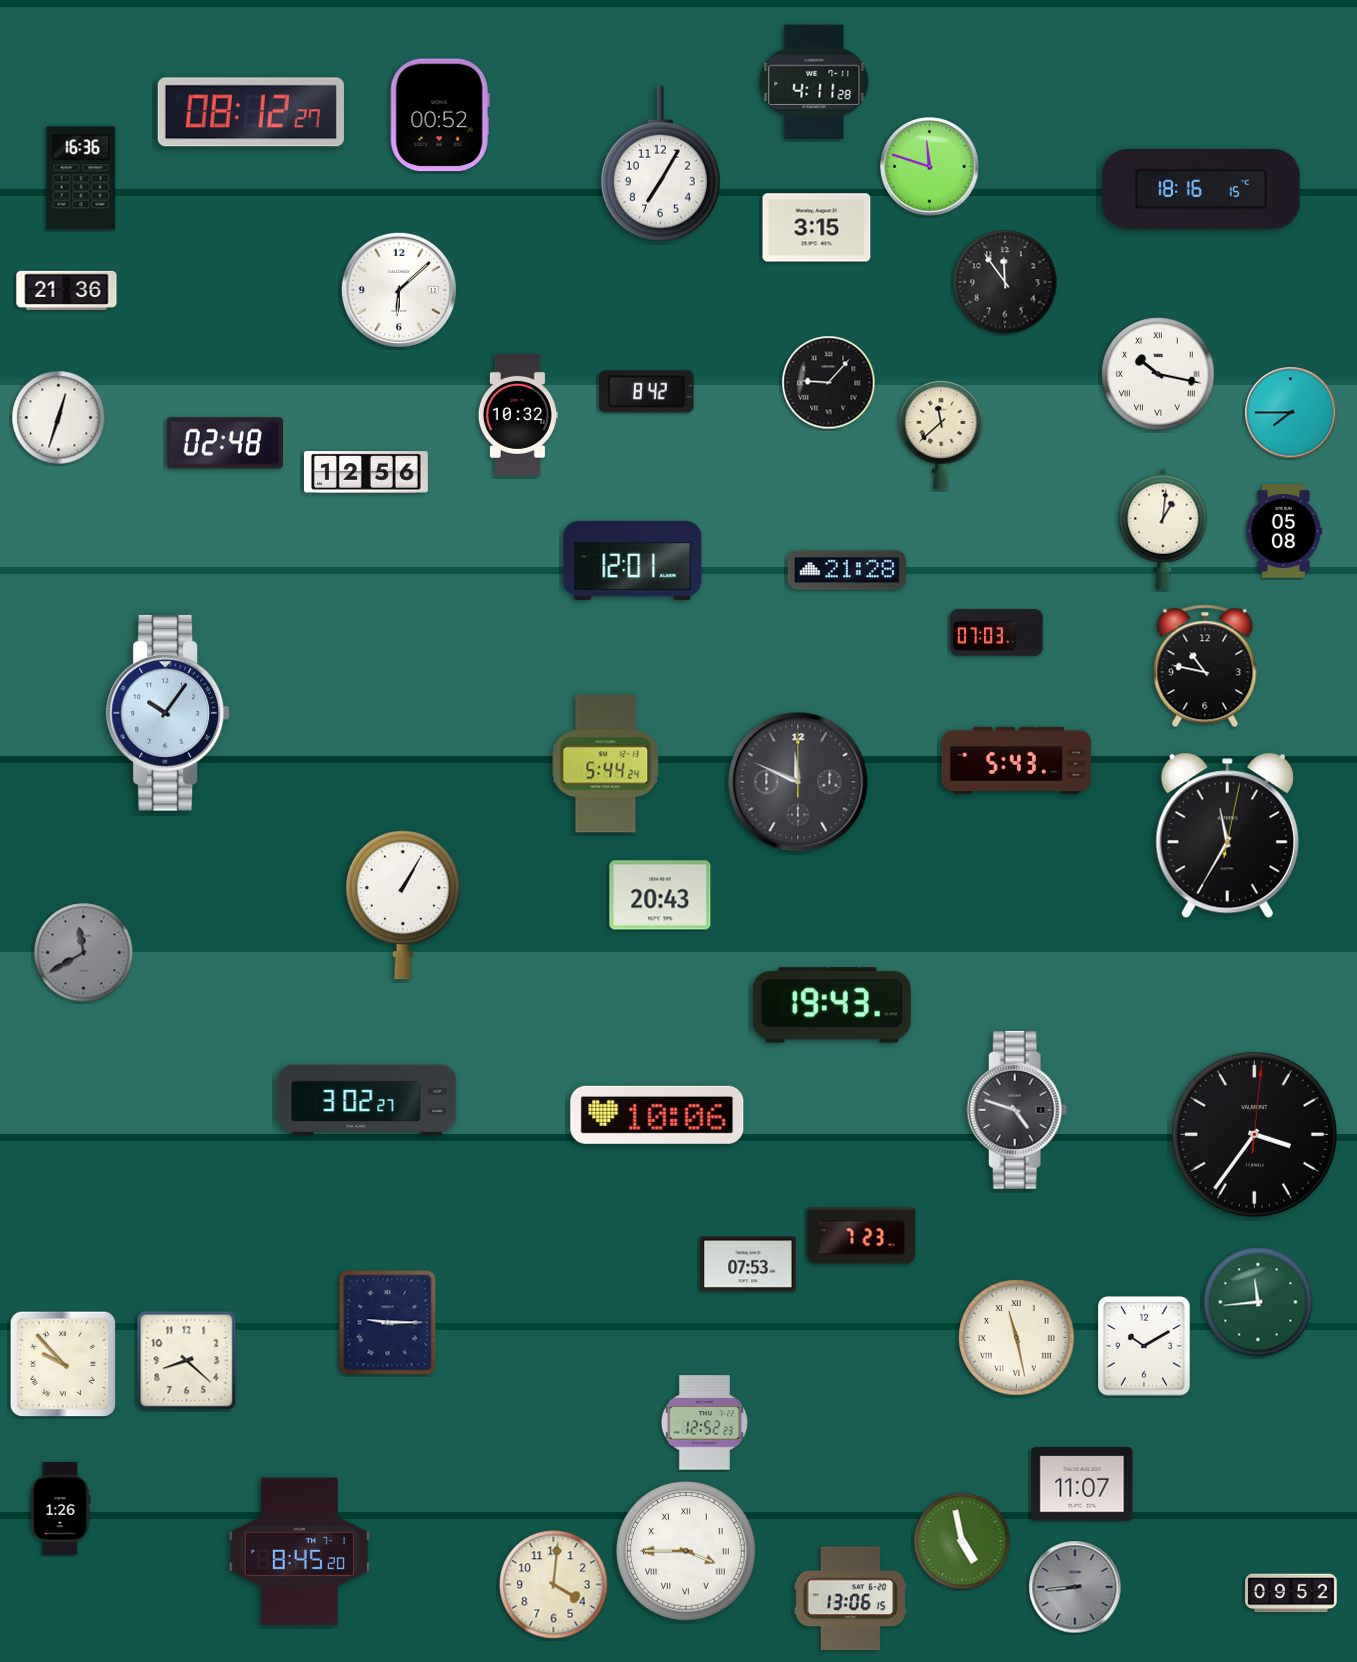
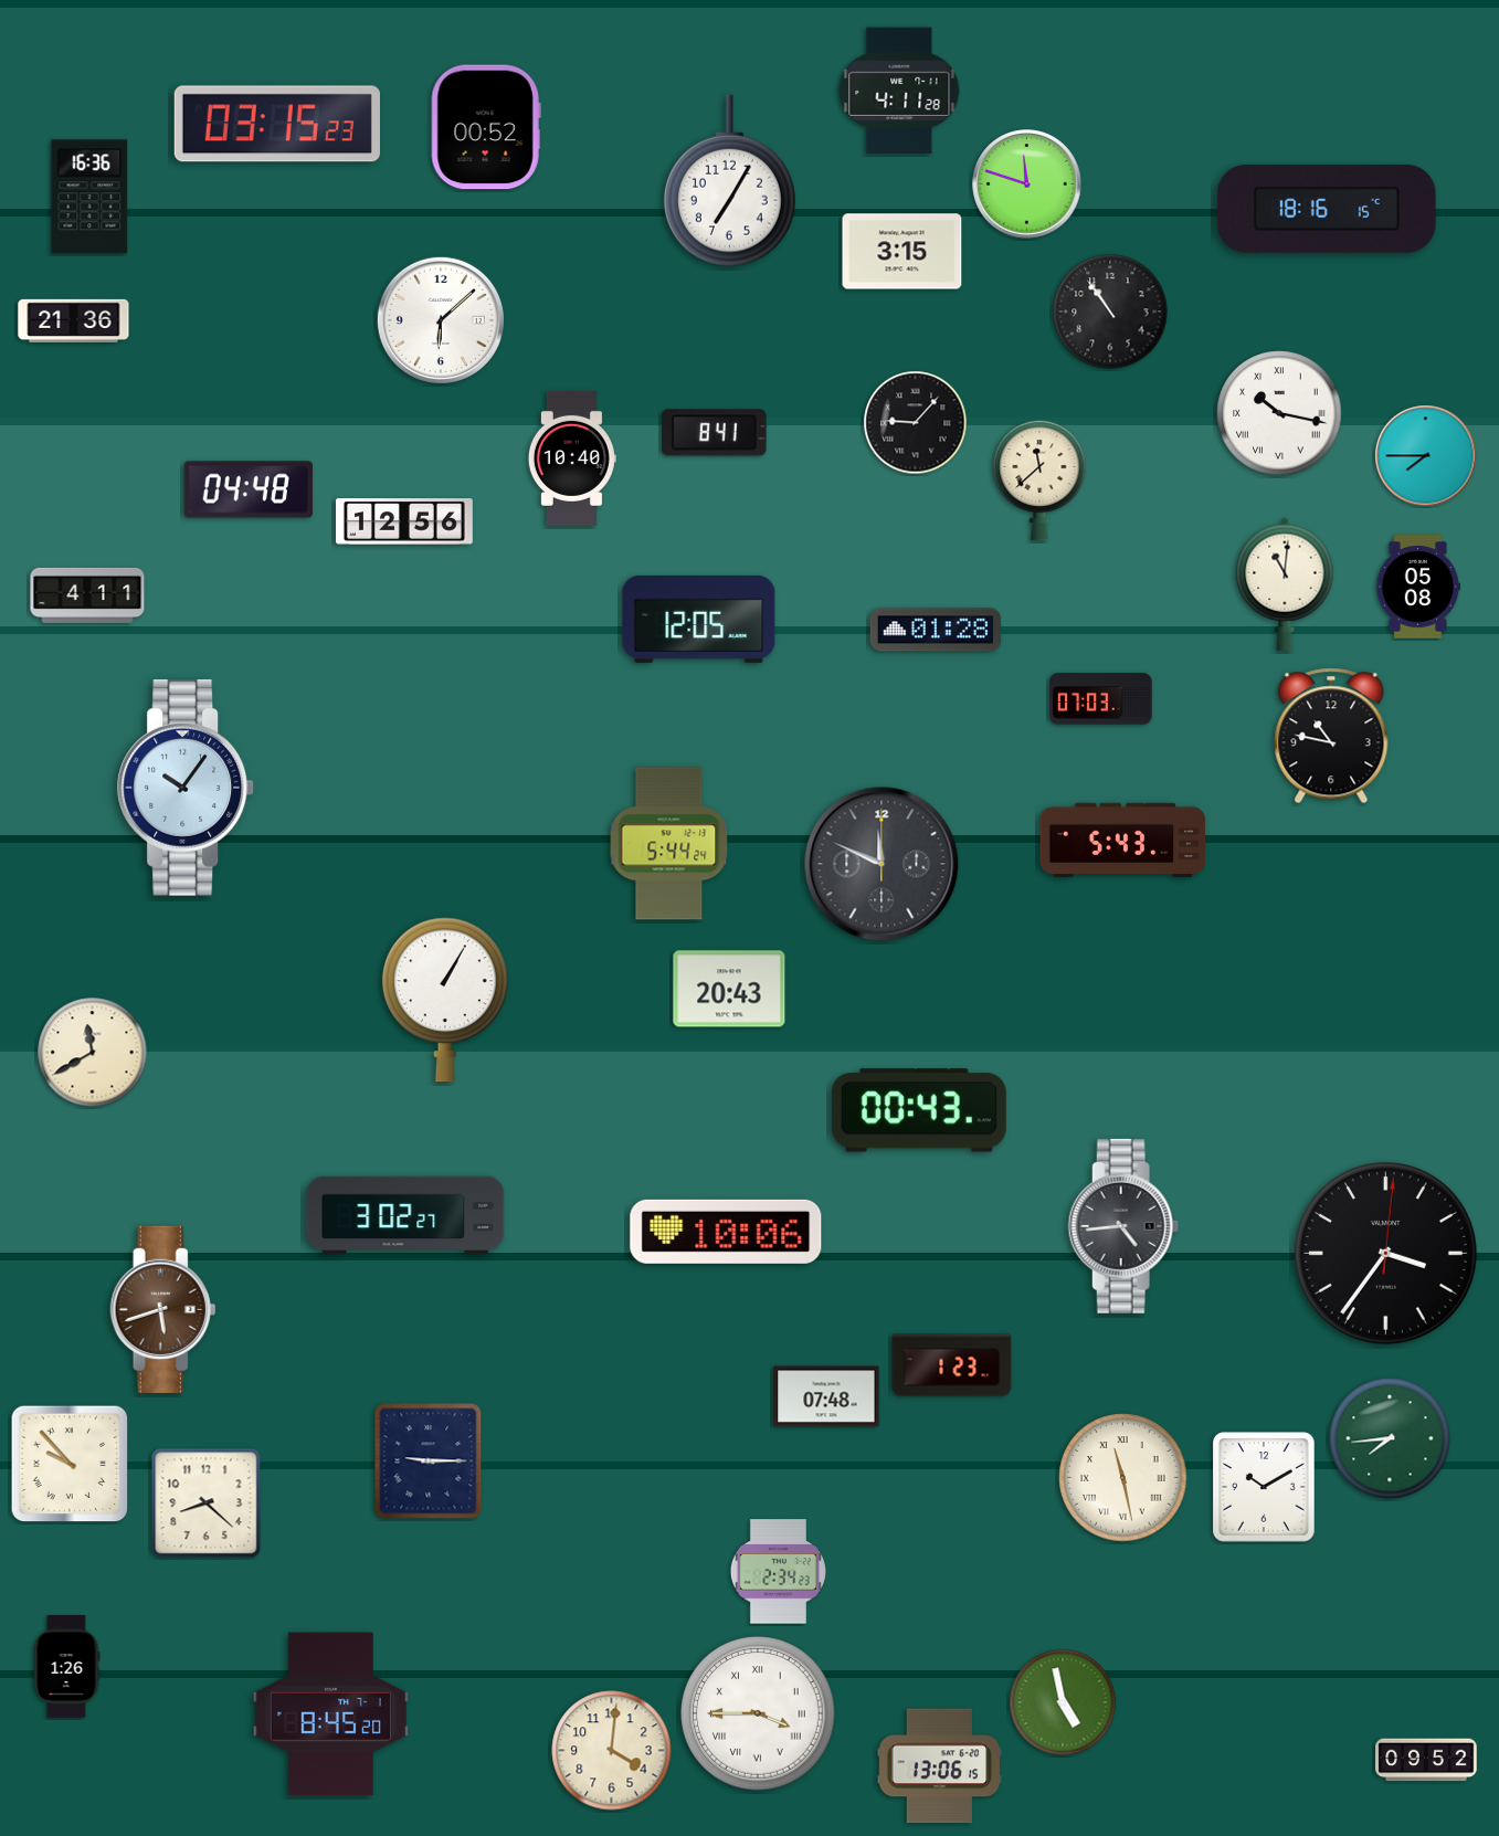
clock at (251, 112): 08:12 -> 03:15
clock at (1005, 282): 11:54 -> 10:54
clock at (647, 392): 8:42 -> 8:41
clock at (518, 415): 10:32 -> 10:40
clock at (59, 418): 12:33 -> none
clock at (224, 443): 02:48 -> 04:48
clock at (1163, 529): 1:01 -> 11:01
clock at (87, 595): none -> 4:11
clock at (633, 560): 12:01 -> 12:05
clock at (847, 570): 21:28 -> 01:28
clock at (1227, 836): 11:35 -> none
clock at (84, 953) dial: grey -> cream
clock at (832, 1005): 19:43 -> 00:43
clock at (1017, 1110): 4:48 -> 4:44
clock at (163, 1309): none -> 5:42
clock at (862, 1236): 7:23 -> 1:23
clock at (748, 1264): 07:53 -> 07:48
clock at (1258, 1302): 11:44 -> 7:44
clock at (63, 1364) position: (63, 1364) -> (70, 1464)
clock at (704, 1423): 12:52 -> 2:34
clock at (1082, 1484): 11:07 -> none
clock at (1075, 1587): 8:44 -> none
